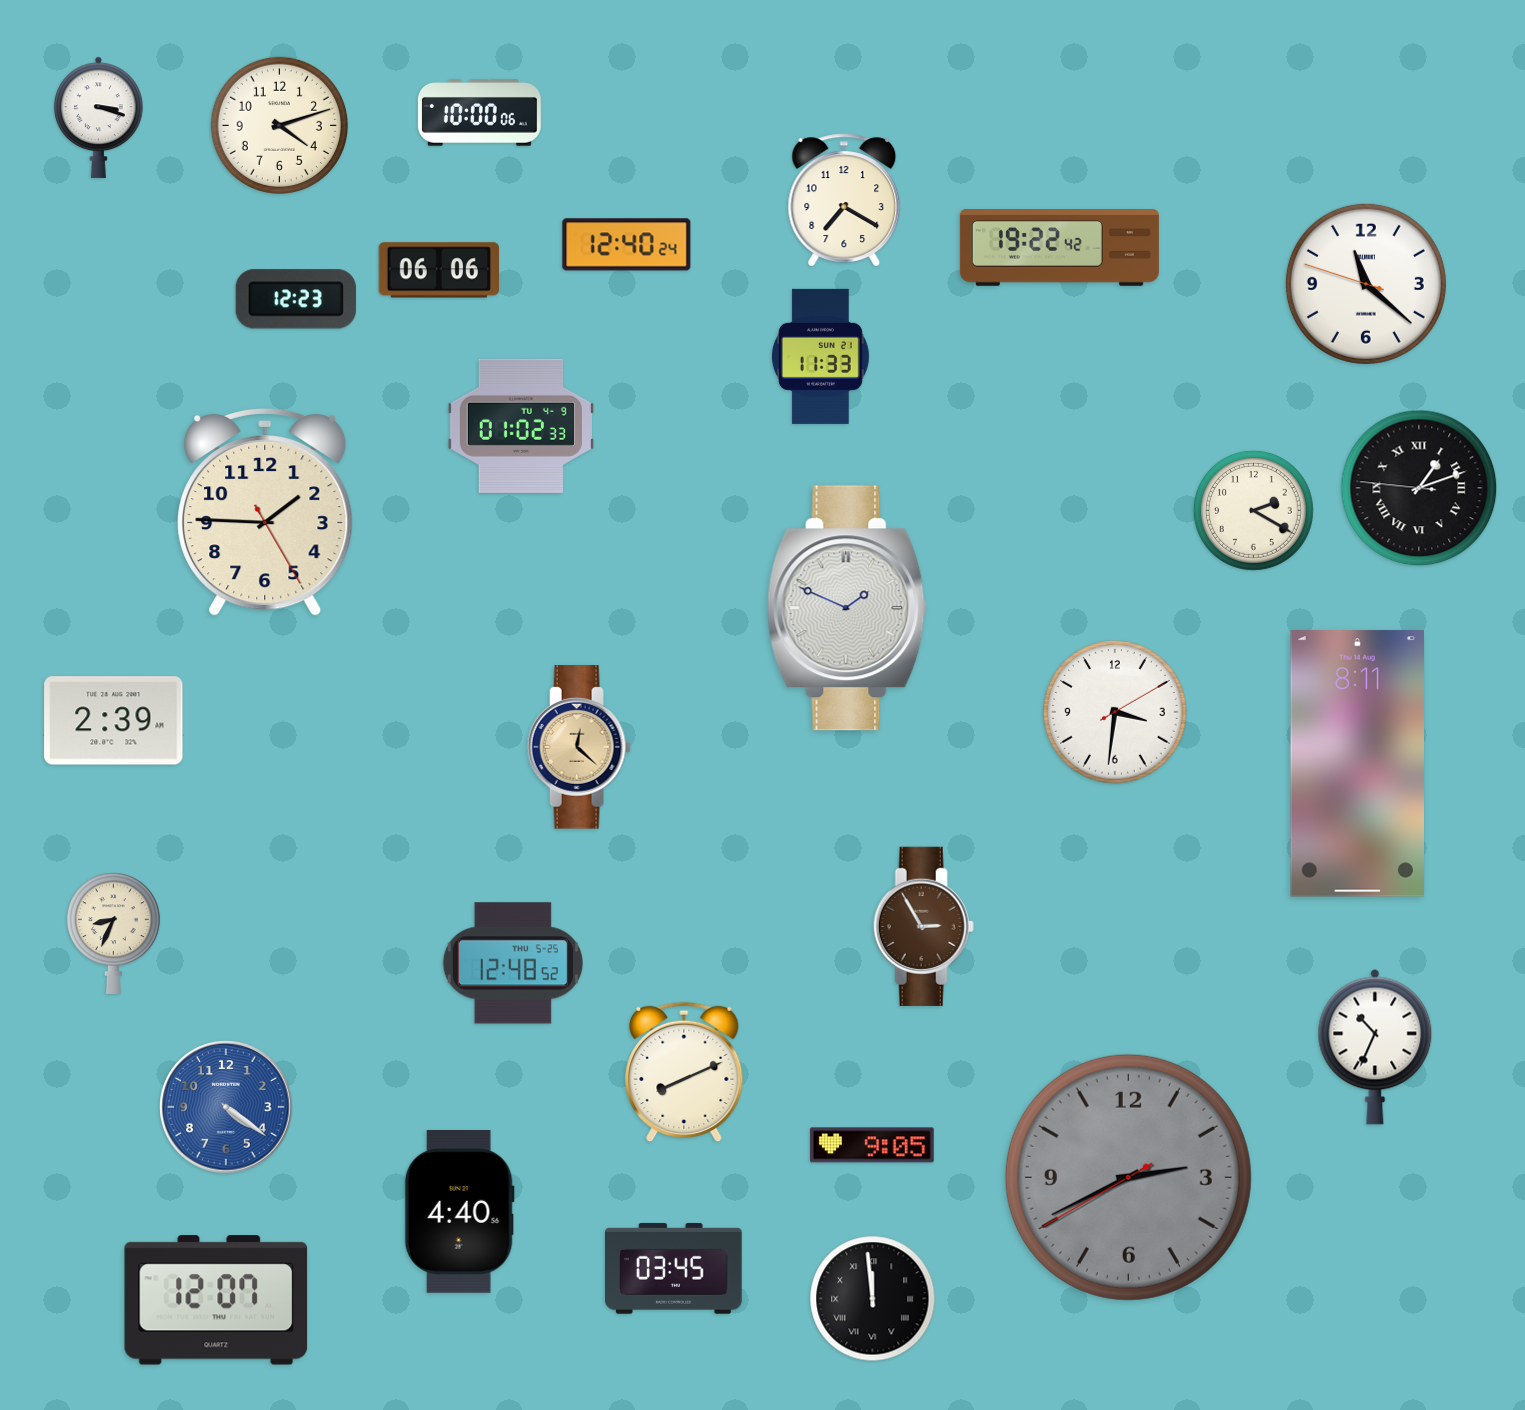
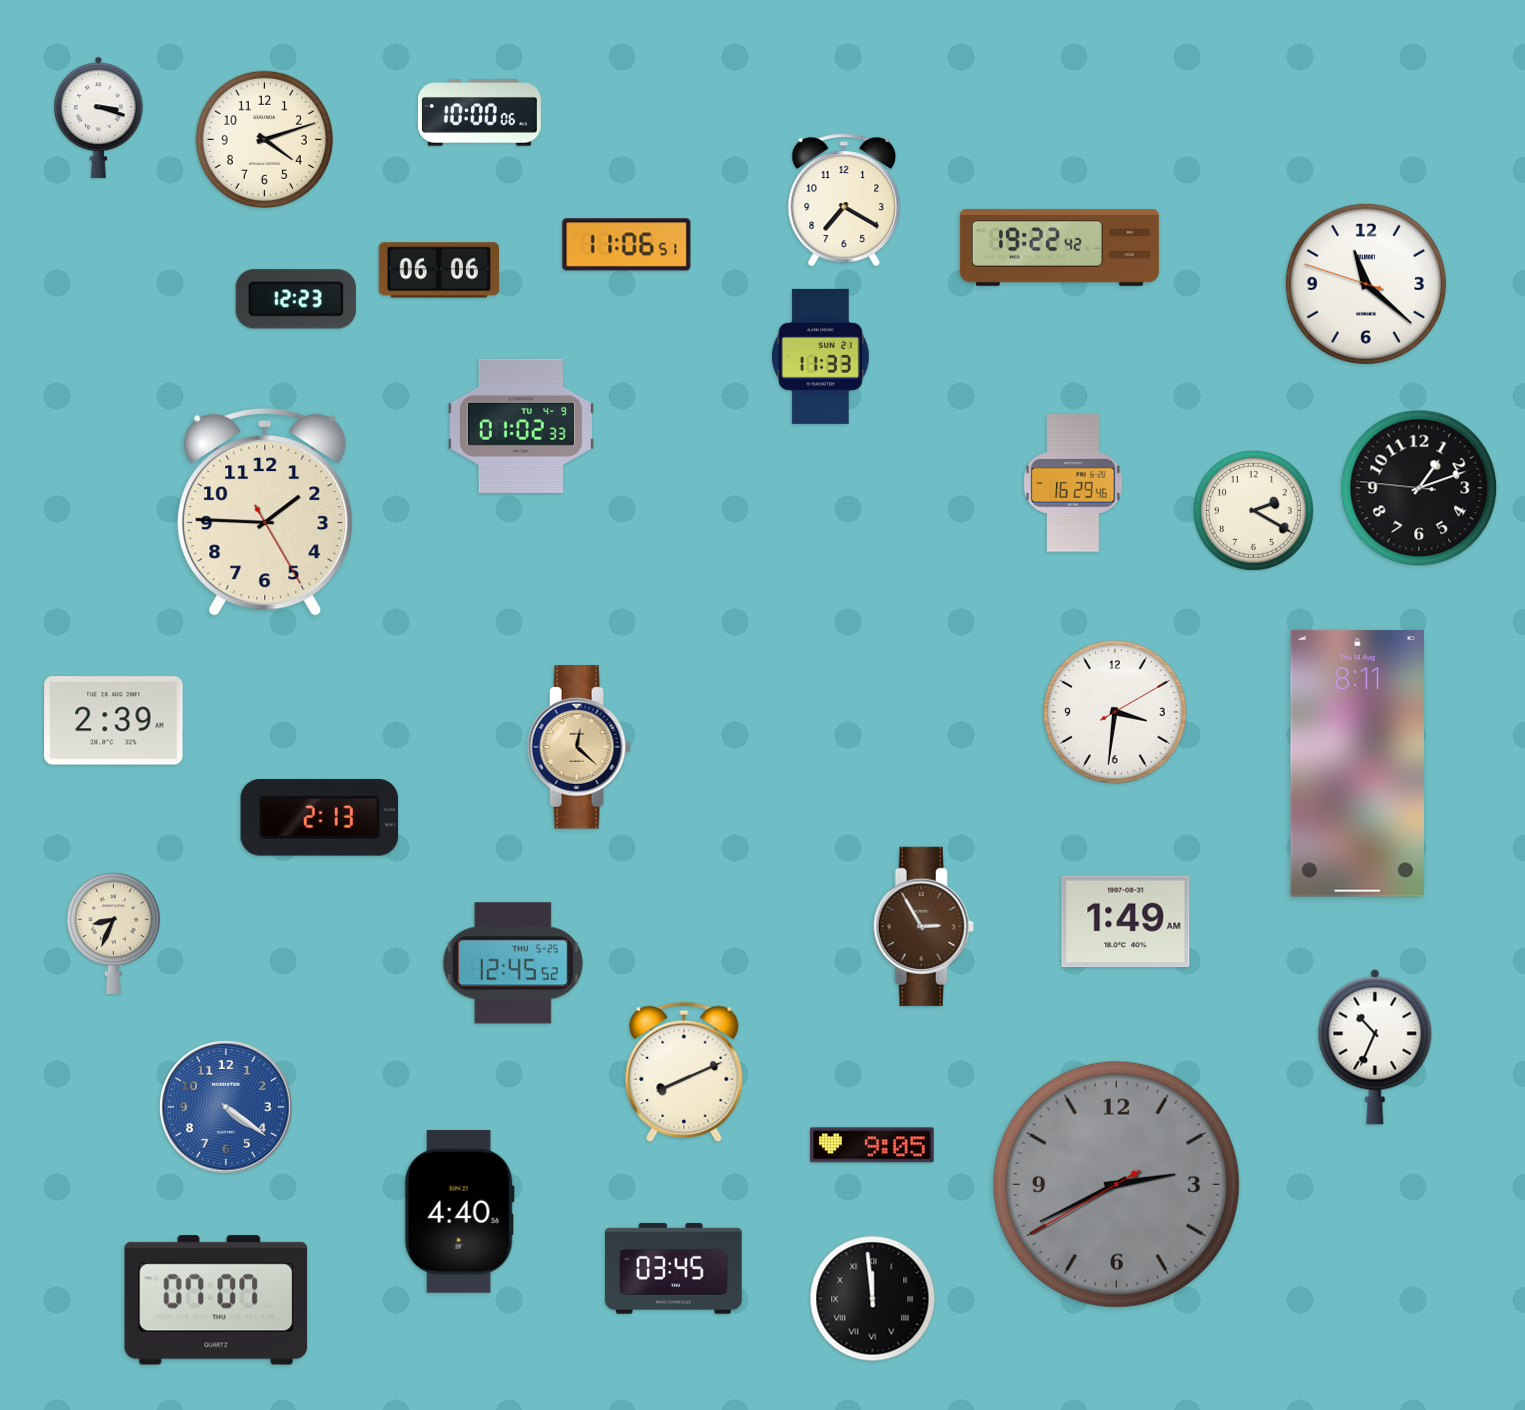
clock at (279, 125) position: (279, 125) -> (264, 139)
clock at (627, 245): 12:40 -> 11:06
clock at (1073, 483): none -> 16:29
clock at (1419, 488) numerals: Roman -> Arabic
clock at (847, 608): 1:49 -> none
clock at (320, 817): none -> 2:13
clock at (1126, 922): none -> 1:49
clock at (513, 963): 12:48 -> 12:45
clock at (1128, 1177) position: (1128, 1177) -> (1116, 1184)
clock at (216, 1300): 12:07 -> 07:07
